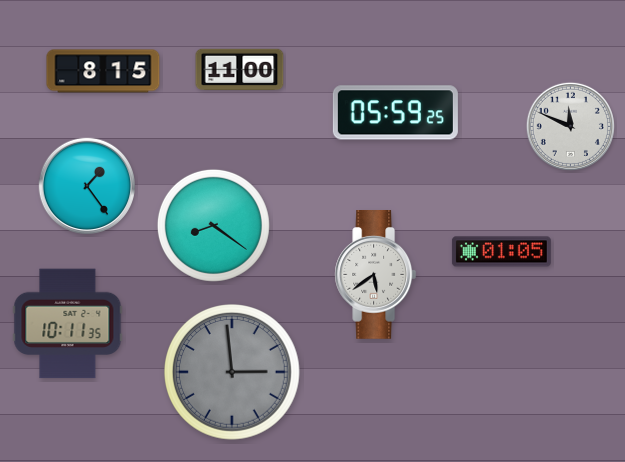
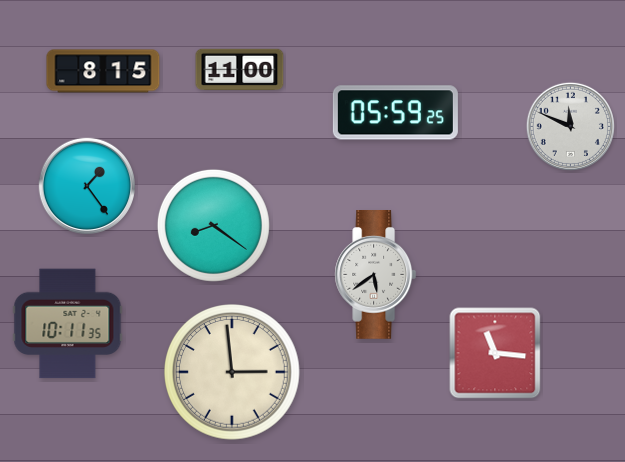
clock at (501, 252): 01:05 -> none
clock at (495, 353): none -> 11:16
clock at (233, 373) dial: grey -> cream
